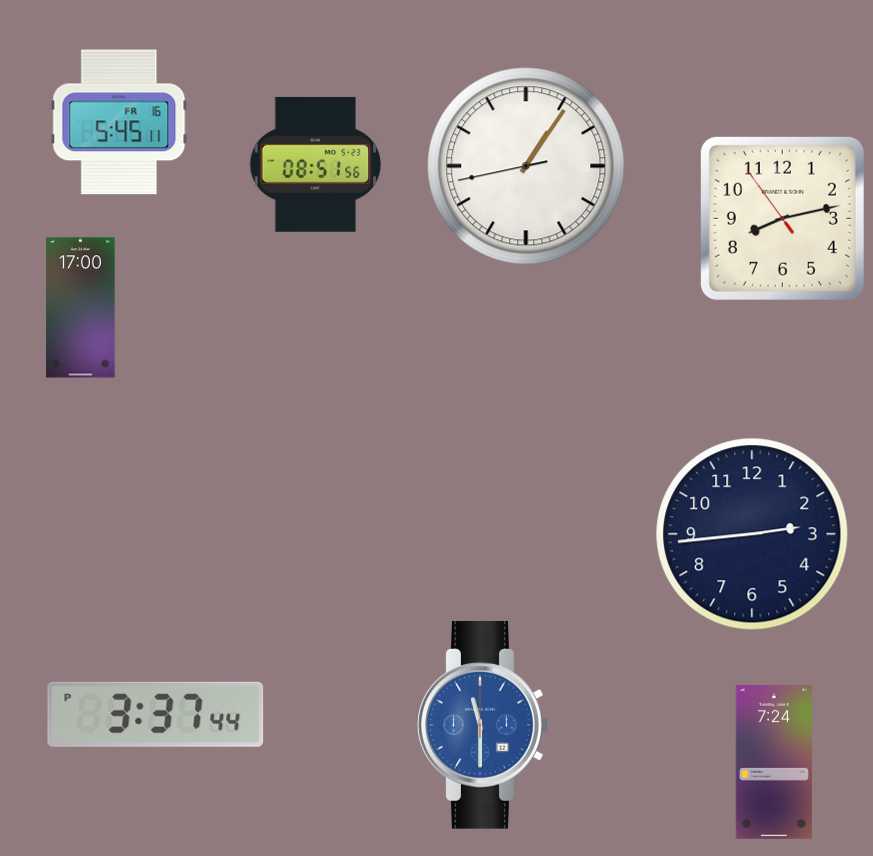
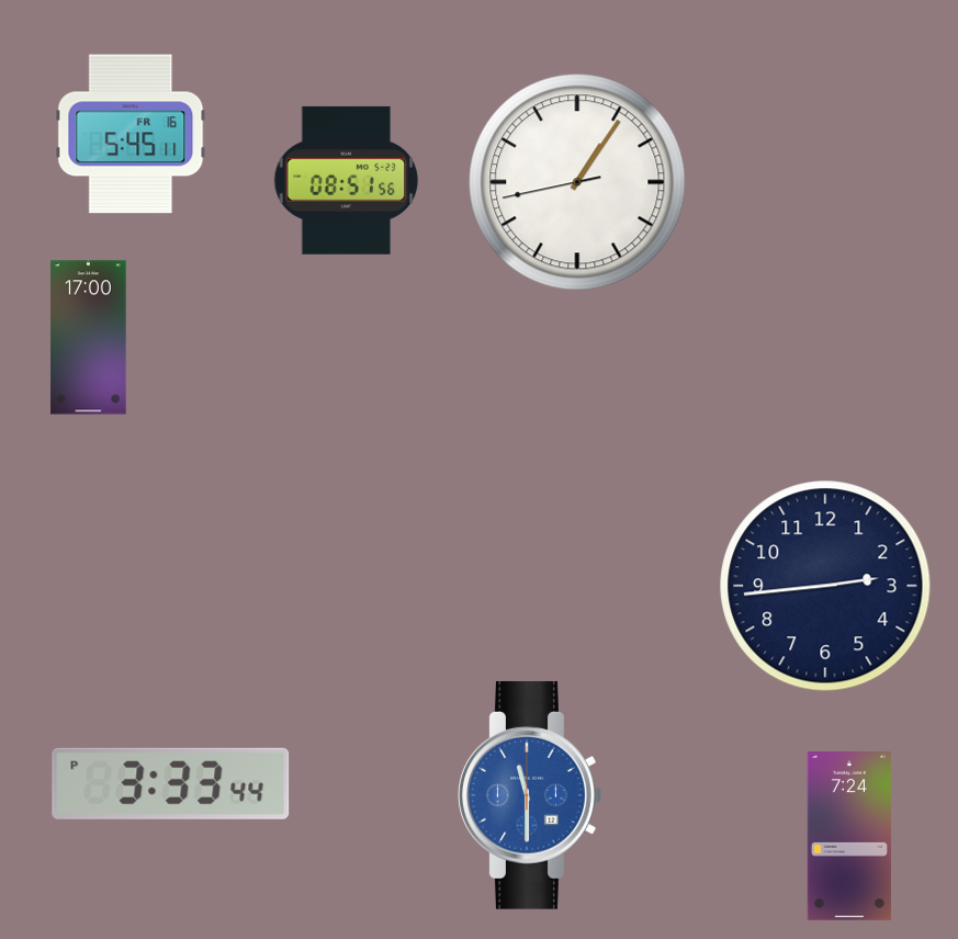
clock at (782, 218): 8:12 -> none
clock at (156, 714): 3:37 -> 3:33
